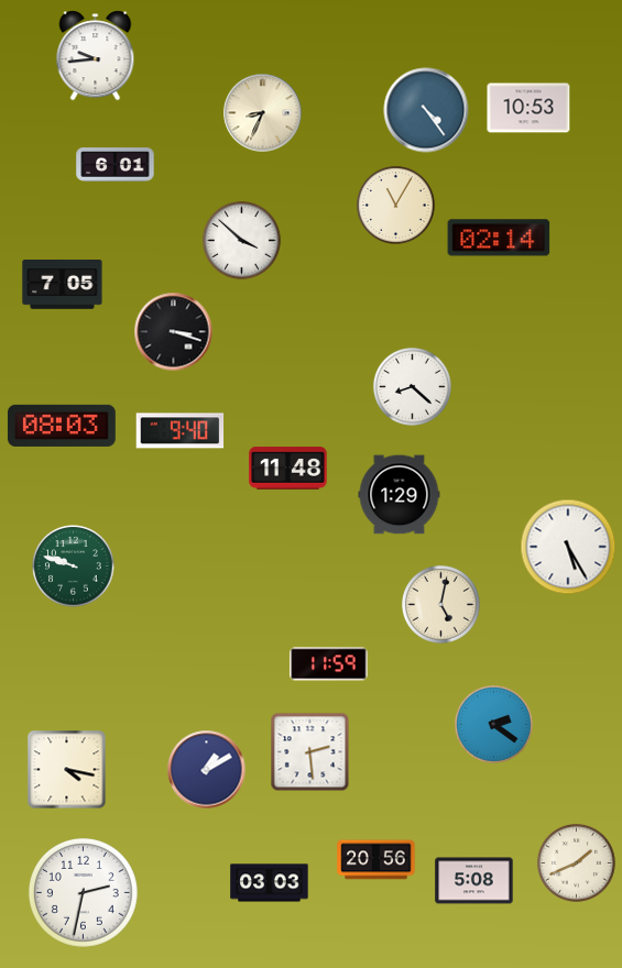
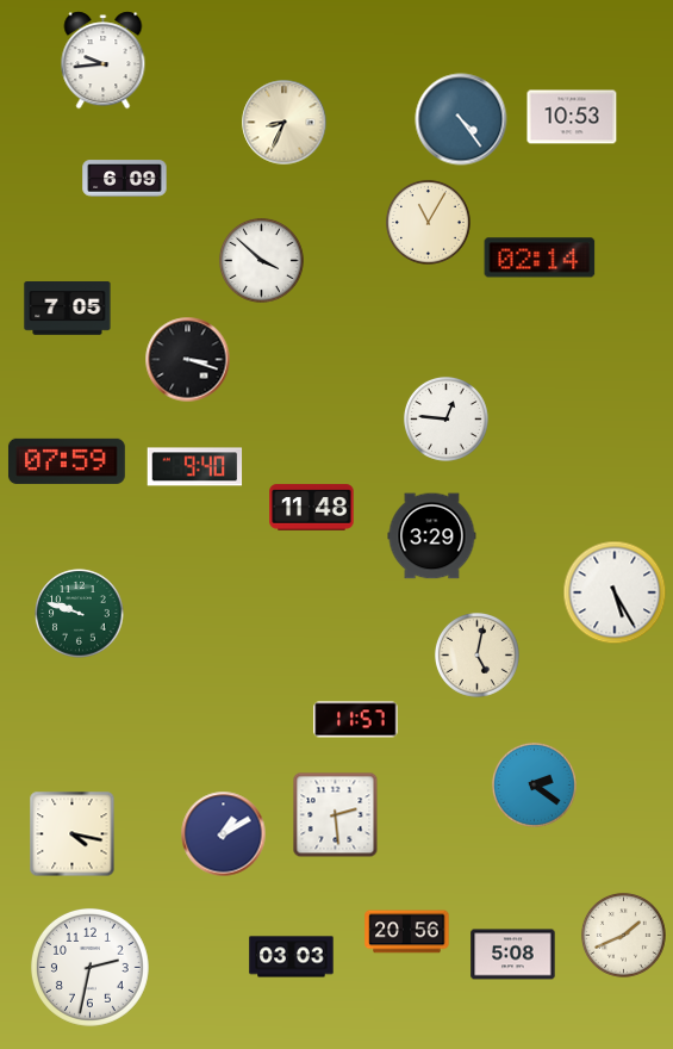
clock at (116, 165): 6:01 -> 6:09
clock at (412, 386): 8:22 -> 12:46
clock at (62, 426): 08:03 -> 07:59
clock at (400, 495): 1:29 -> 3:29
clock at (329, 664): 11:59 -> 11:57
